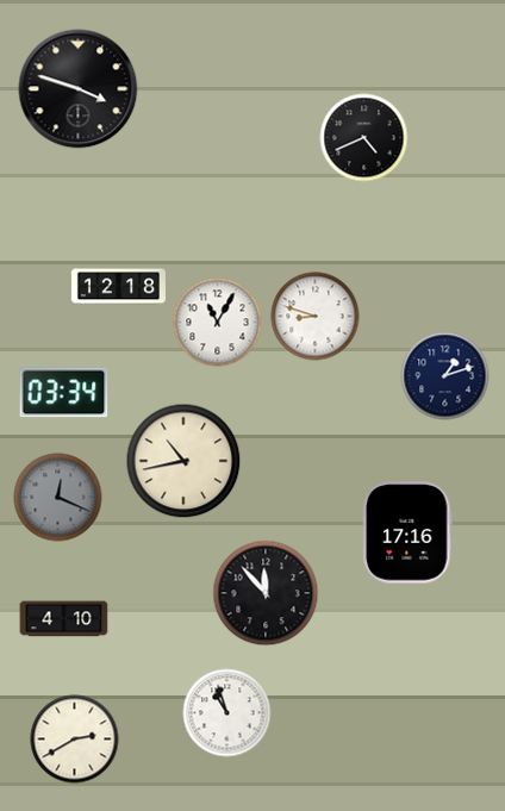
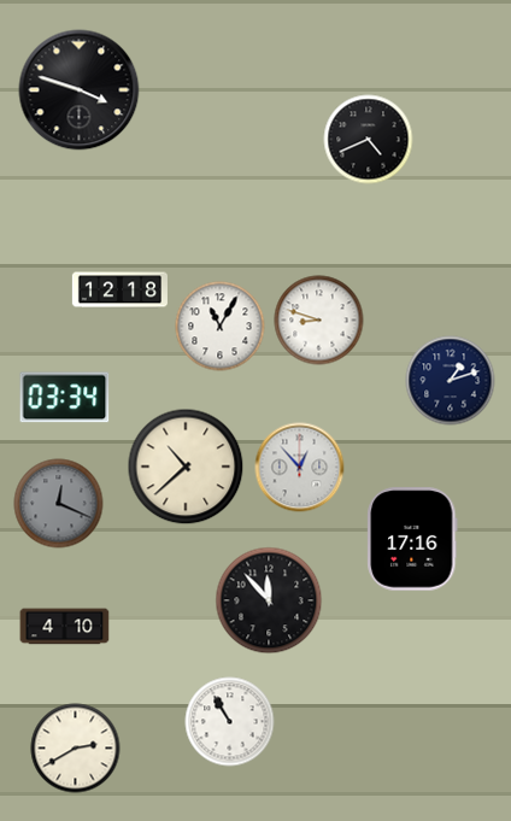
clock at (183, 461): 10:43 -> 10:38
clock at (300, 468): none -> 12:53
clock at (227, 713): 10:57 -> 10:55
